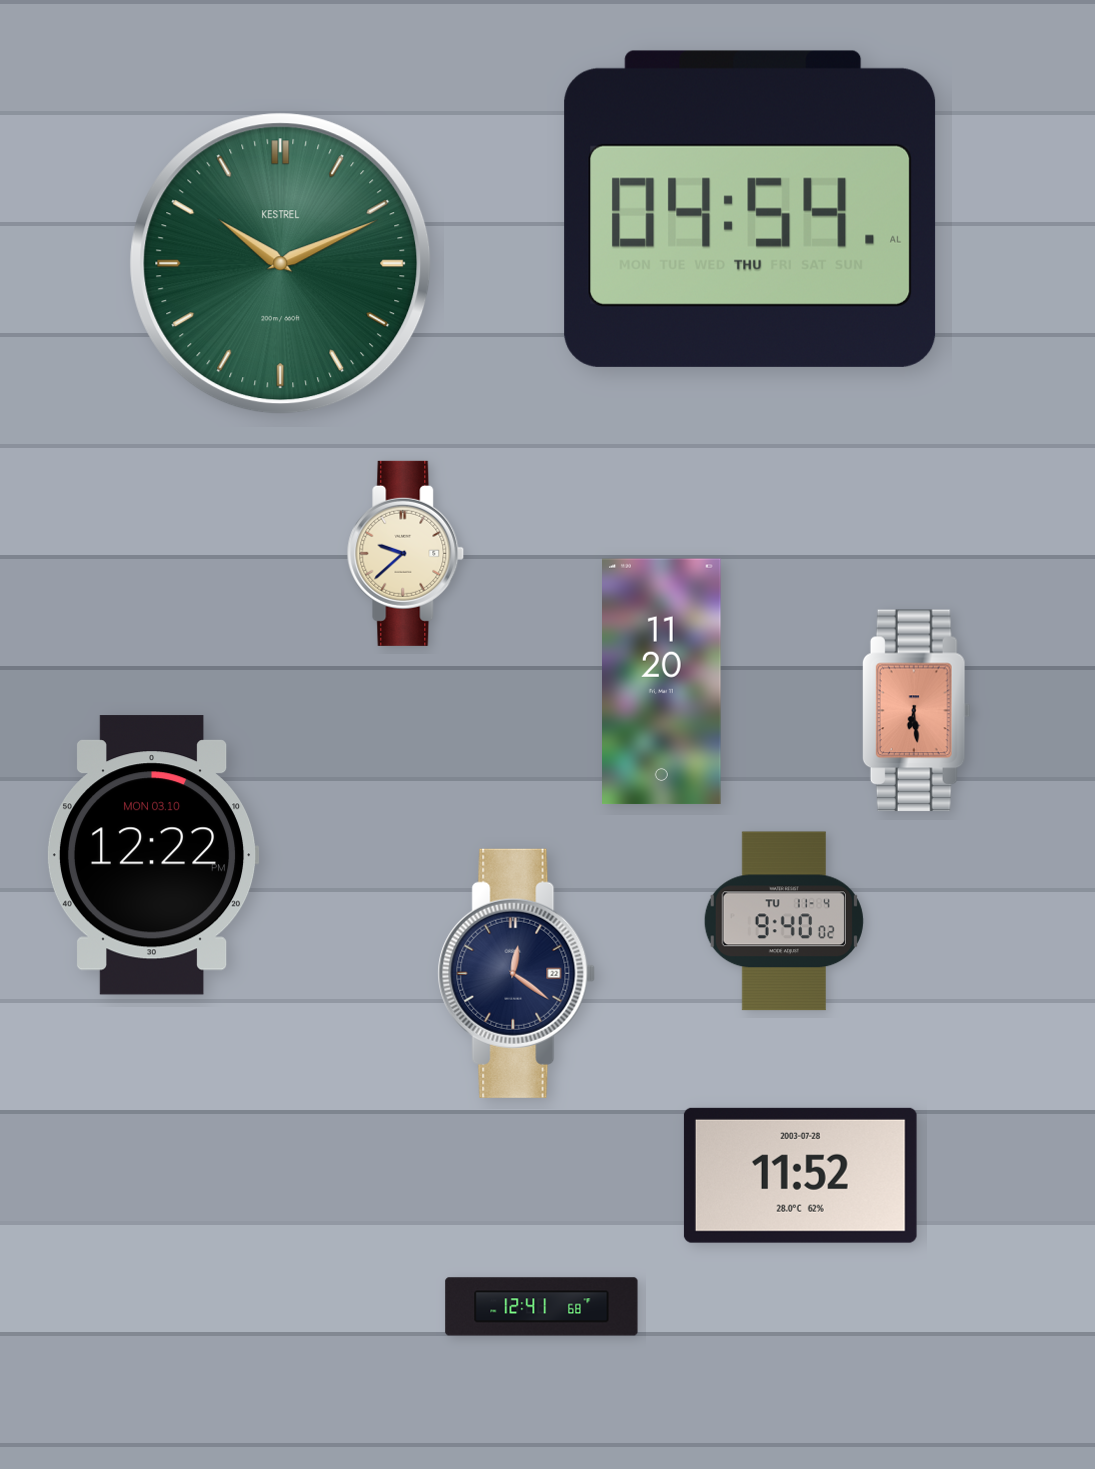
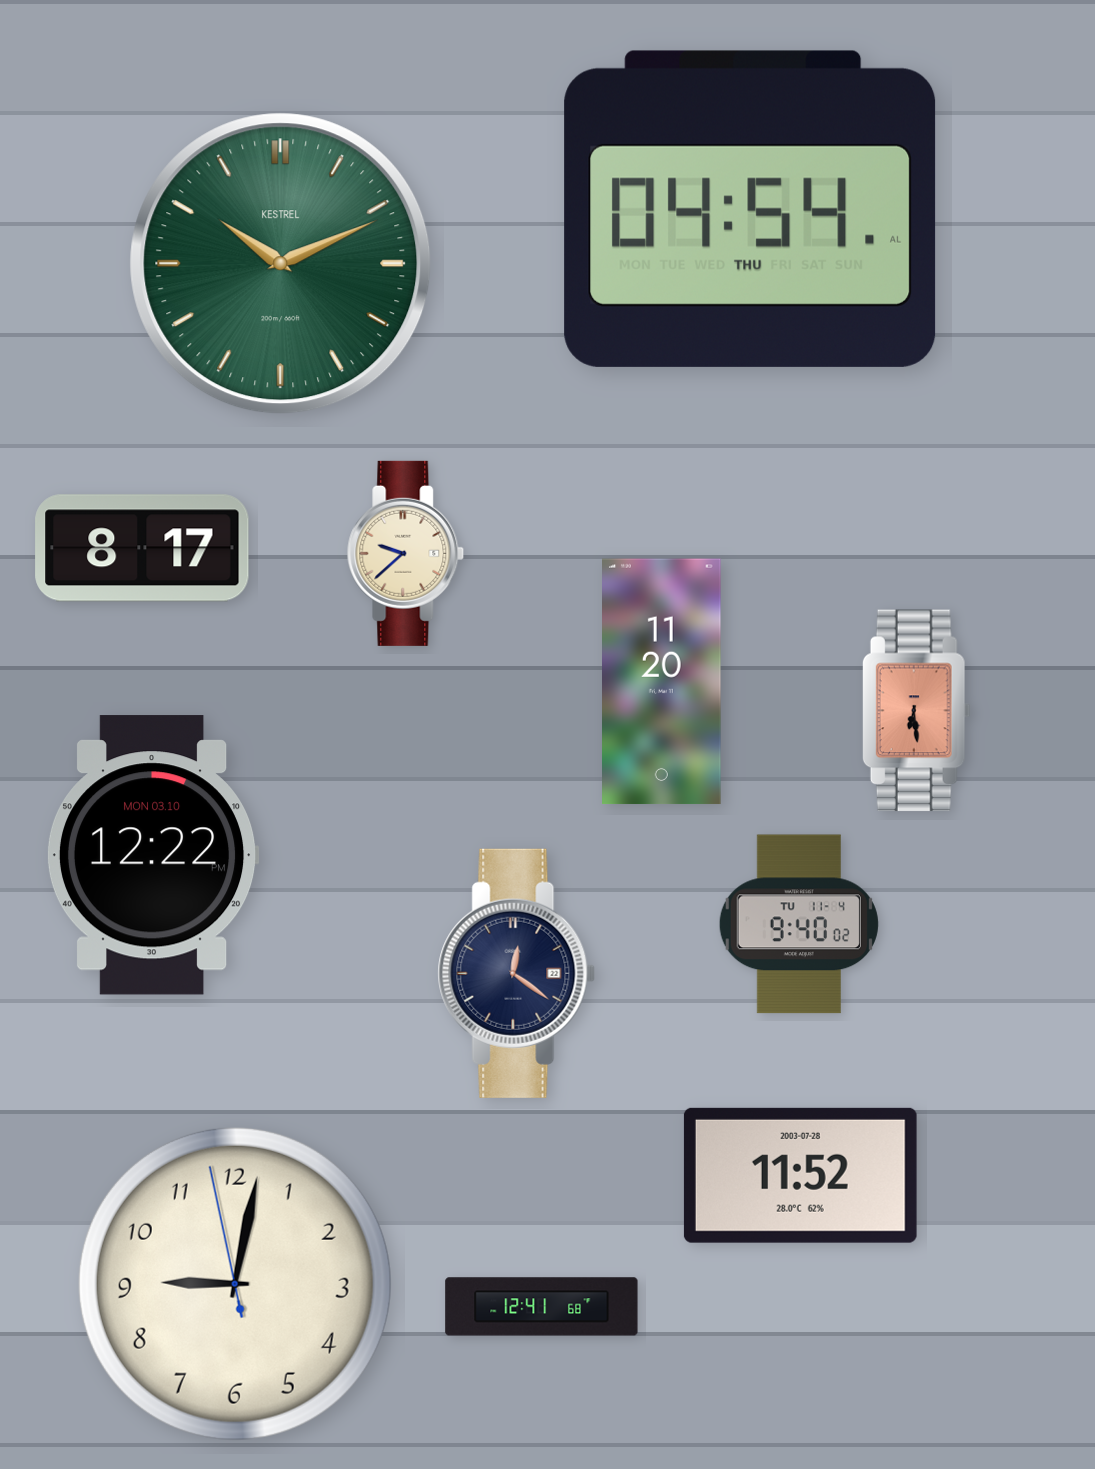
clock at (142, 548): none -> 8:17
clock at (784, 921) position: (784, 921) -> (799, 924)
clock at (235, 1284): none -> 9:01
